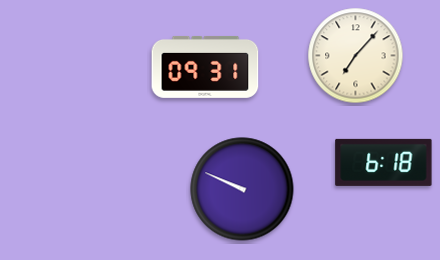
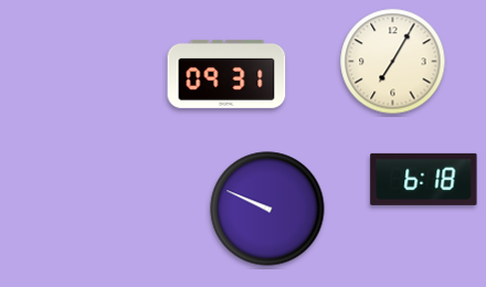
clock at (356, 56): 7:07 -> 7:05
